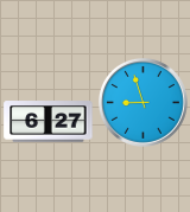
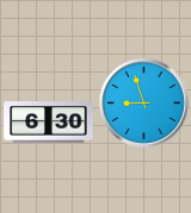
clock at (49, 122): 6:27 -> 6:30
